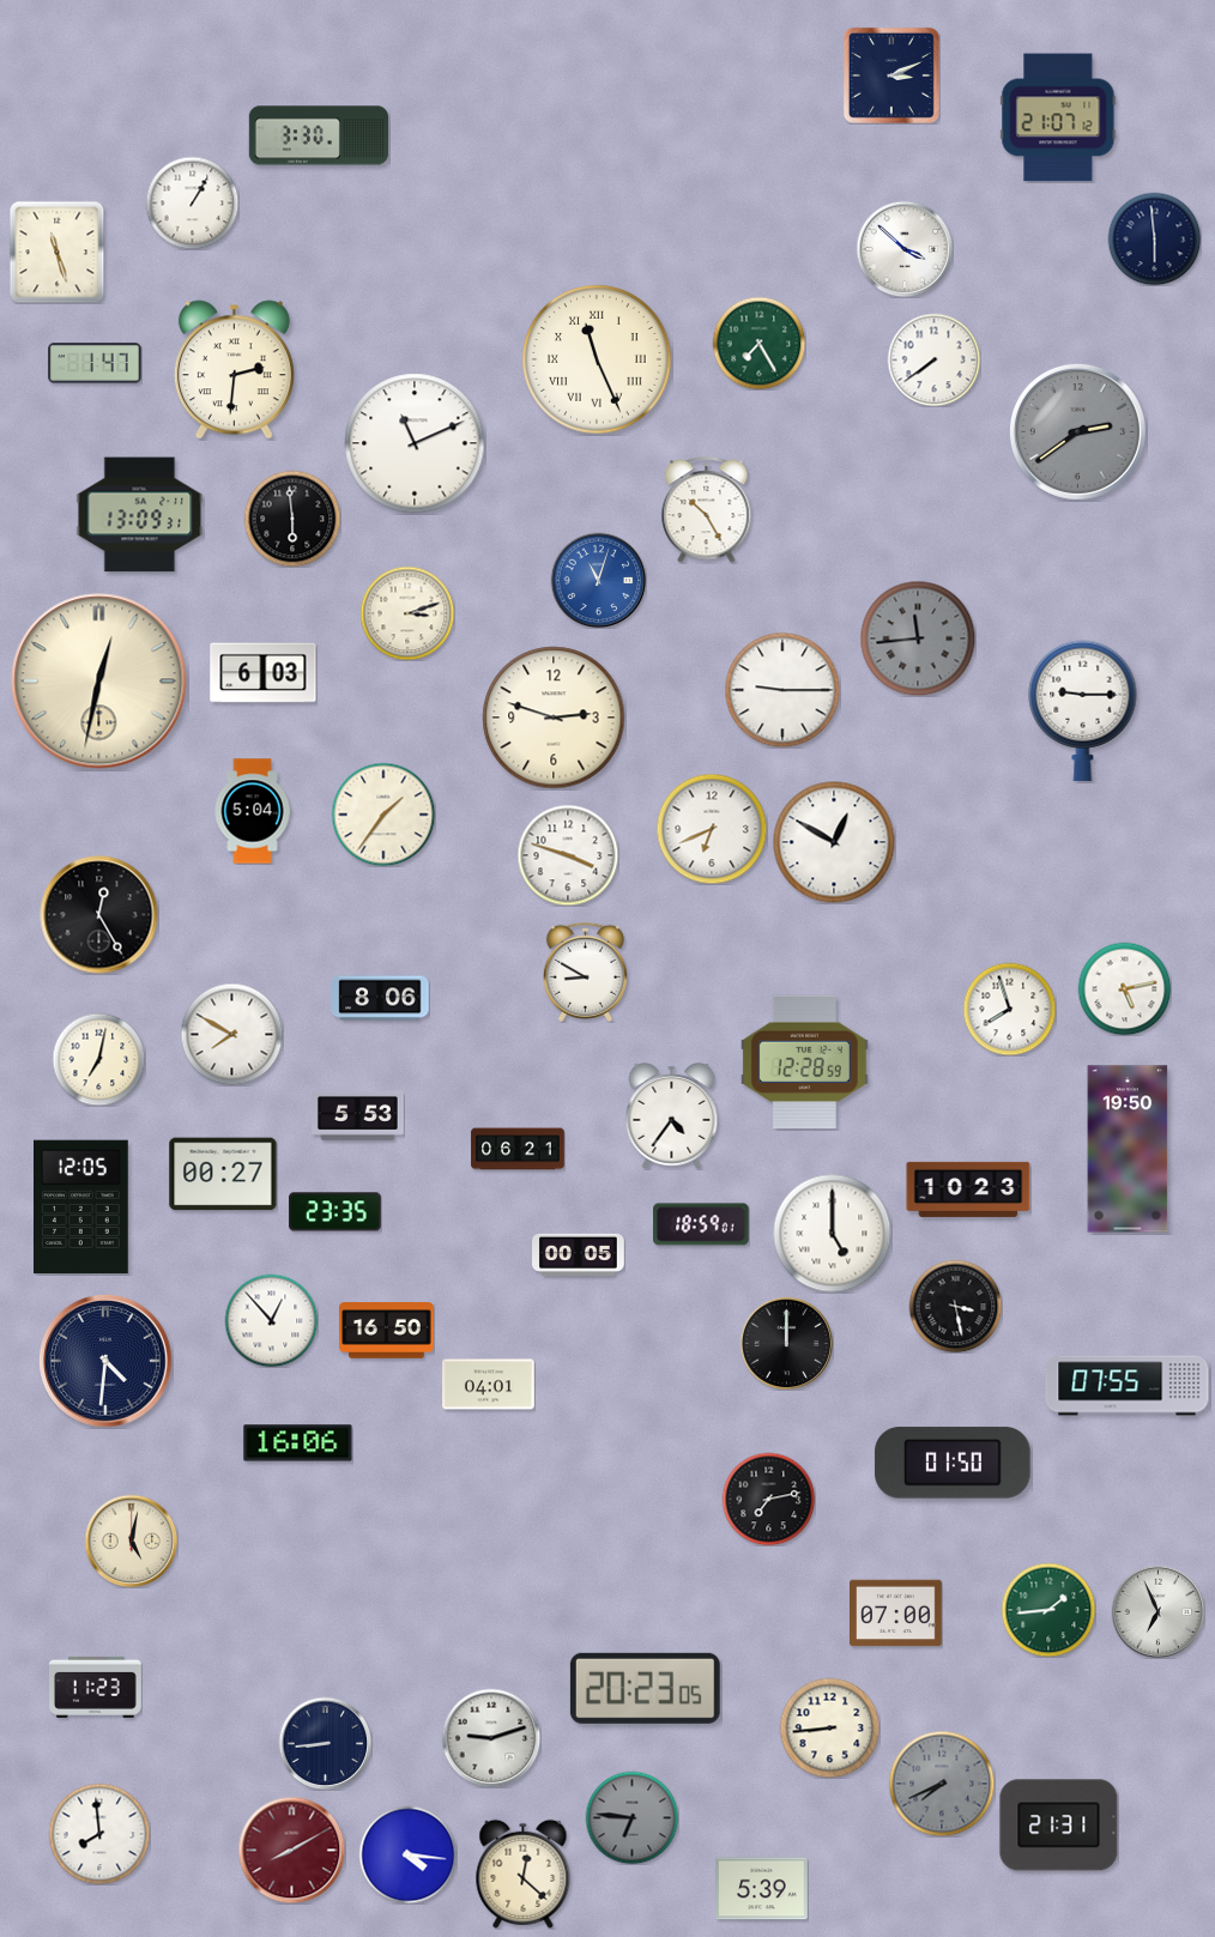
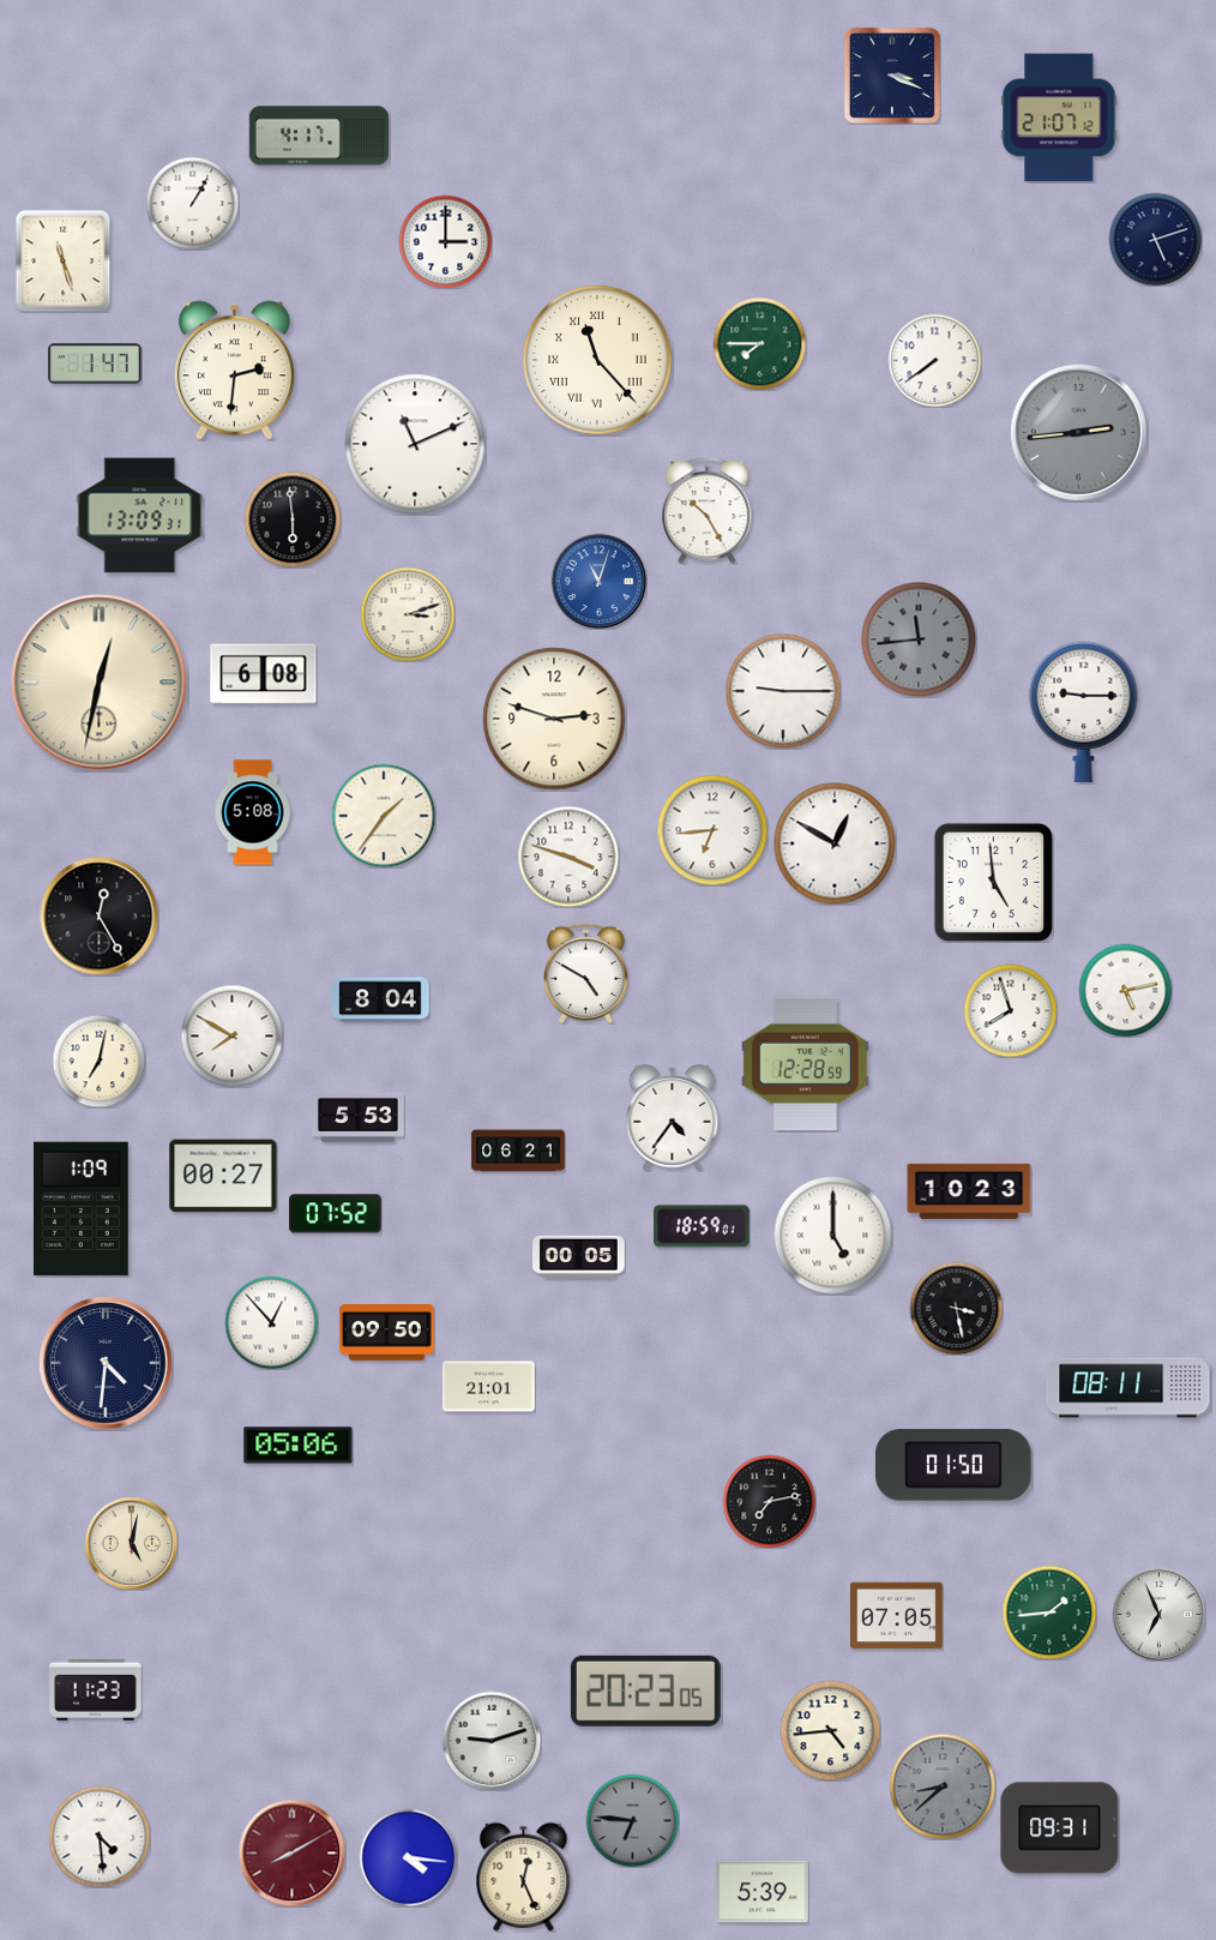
clock at (891, 75): 3:11 -> 3:19
clock at (319, 135): 3:30 -> 4:17
clock at (1154, 238): 5:59 -> 5:12
clock at (445, 241): none -> 3:00
clock at (905, 249): 3:52 -> none
clock at (58, 252) position: (58, 252) -> (64, 260)
clock at (758, 343): 7:25 -> 7:45
clock at (597, 359): 11:26 -> 11:23
clock at (1077, 431): 2:39 -> 2:44
clock at (264, 673): 6:03 -> 6:08
clock at (253, 811): 5:04 -> 5:08
clock at (712, 829): 6:41 -> 6:44
clock at (993, 882): none -> 4:59
clock at (585, 971): 8:50 -> 4:50
clock at (380, 998): 8:06 -> 8:04
clock at (1128, 1149): 19:50 -> none
clock at (81, 1207): 12:05 -> 1:09
clock at (336, 1212): 23:35 -> 07:52
clock at (387, 1331): 16:50 -> 09:50
clock at (786, 1343): 12:00 -> none
clock at (489, 1385): 04:01 -> 21:01
clock at (1128, 1386): 07:55 -> 08:11
clock at (298, 1443): 16:06 -> 05:06
clock at (896, 1614): 07:00 -> 07:05
clock at (829, 1727): 8:44 -> 4:44
clock at (325, 1743): 8:44 -> none
clock at (942, 1784): 7:41 -> 8:38
clock at (1059, 1826): 21:31 -> 09:31
clock at (99, 1834): 7:59 -> 4:29
clock at (524, 1874): 12:22 -> 12:26
